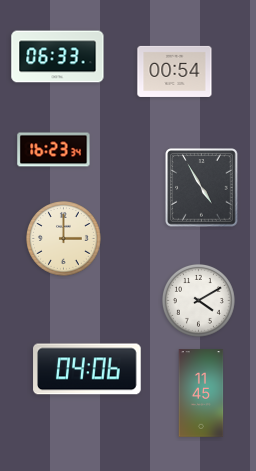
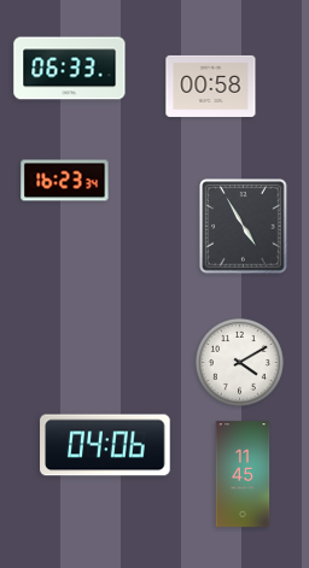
clock at (175, 71): 00:54 -> 00:58
clock at (64, 239): 3:00 -> none
